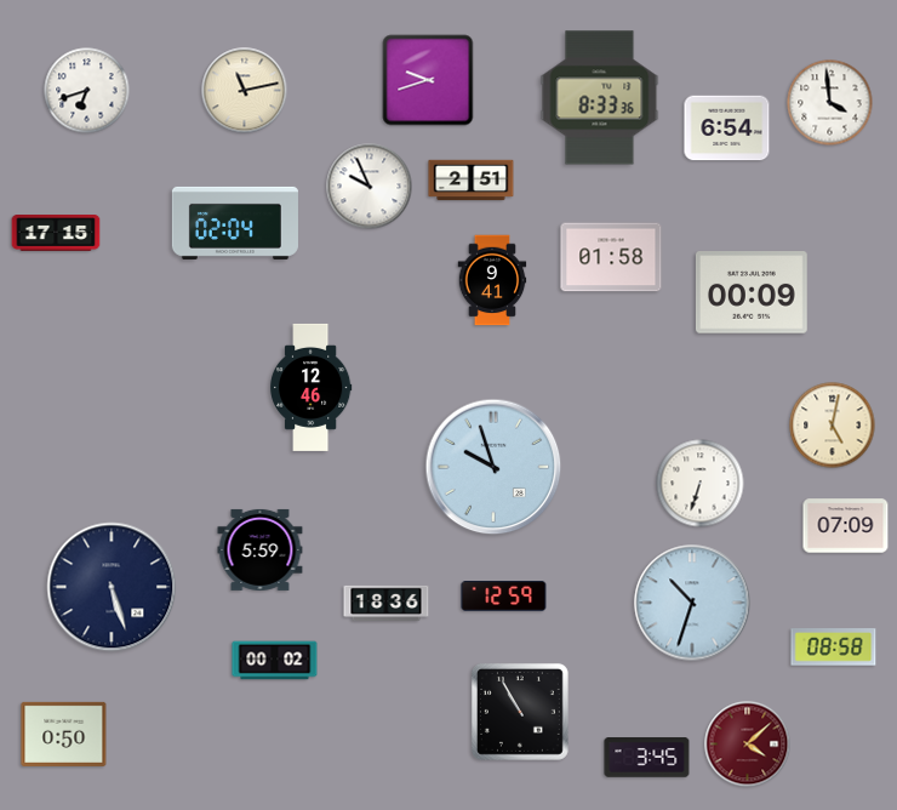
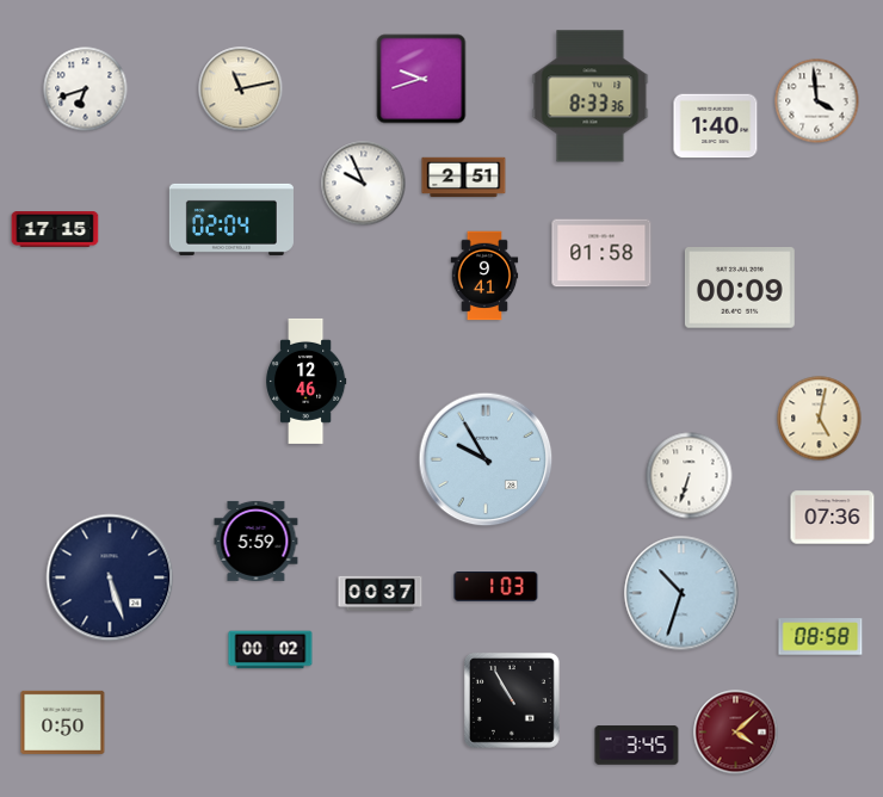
clock at (727, 129): 6:54 -> 1:40
clock at (493, 467): 9:57 -> 9:55
clock at (846, 526): 07:09 -> 07:36
clock at (504, 597): 12:59 -> 1:03
clock at (387, 604): 18:36 -> 00:37
